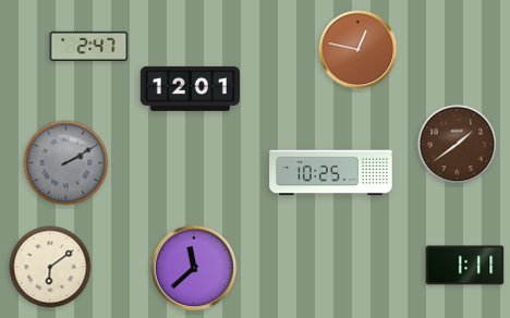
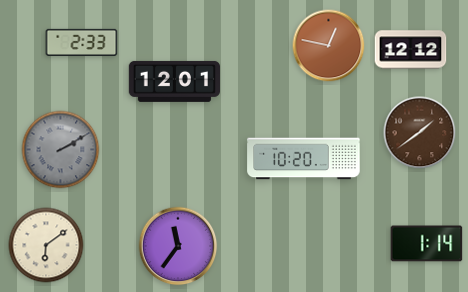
clock at (89, 46): 2:47 -> 2:33
clock at (411, 50): none -> 12:12
clock at (331, 173): 10:25 -> 10:20
clock at (465, 266): 1:11 -> 1:14
clock at (194, 268): 11:38 -> 11:36
